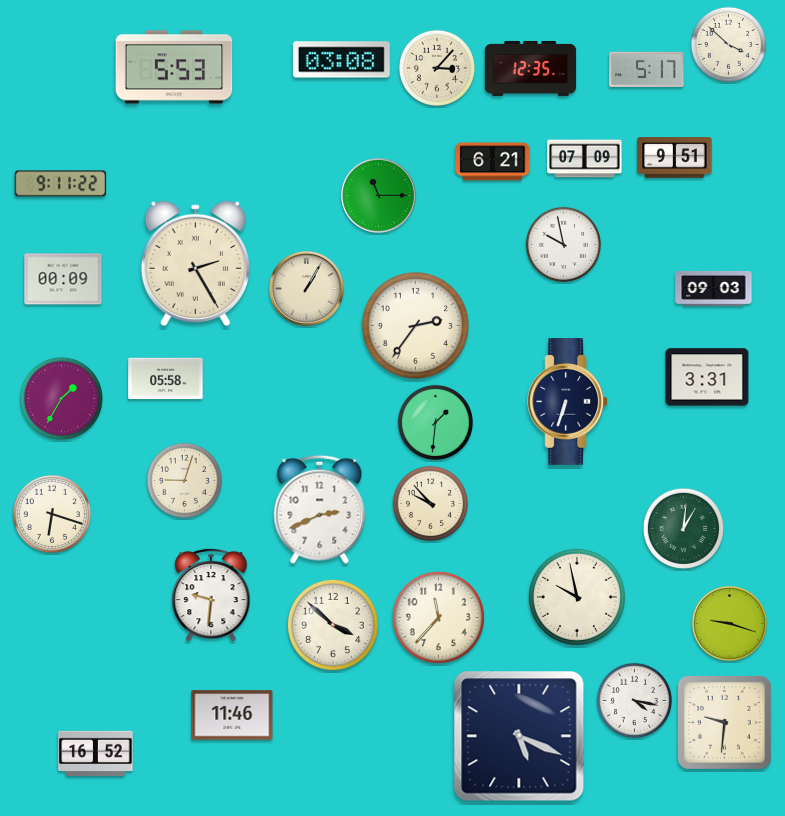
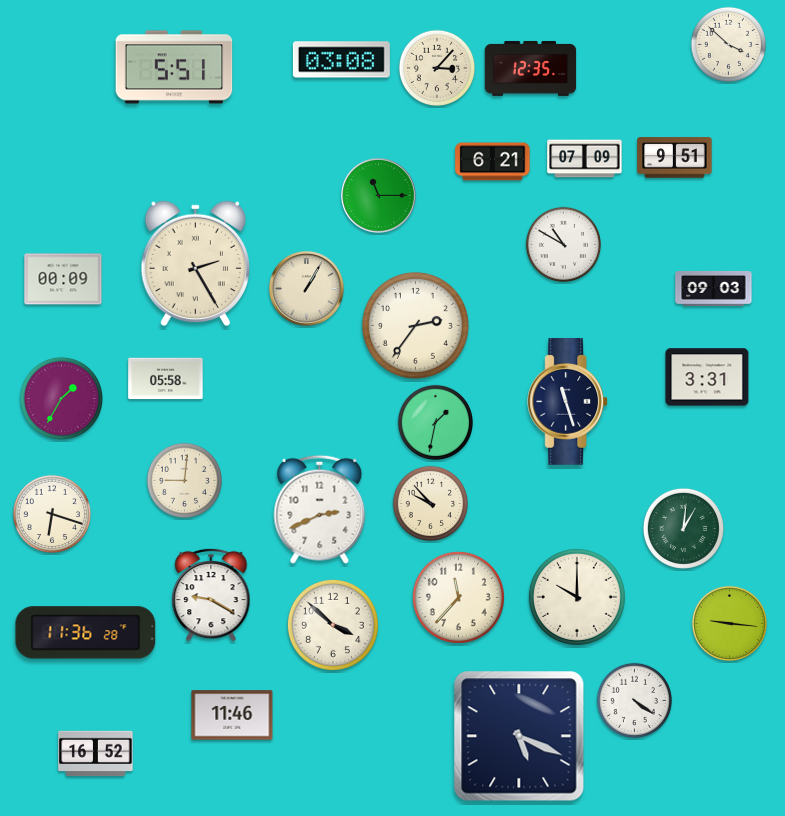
clock at (174, 67): 5:53 -> 5:51
clock at (647, 69): 5:17 -> none
clock at (61, 184): 9:11 -> none
clock at (563, 244): 9:58 -> 10:50
clock at (568, 402): 6:33 -> 11:27
clock at (435, 422): 1:31 -> 1:32
clock at (184, 480): 9:03 -> 9:01
clock at (211, 595): 9:31 -> 9:20
clock at (577, 597): 9:58 -> 10:00
clock at (438, 617) position: (438, 617) -> (458, 597)
clock at (729, 623): 9:18 -> 9:16
clock at (86, 633): none -> 11:36
clock at (634, 700): 4:17 -> 4:21
clock at (724, 722): 9:31 -> none
